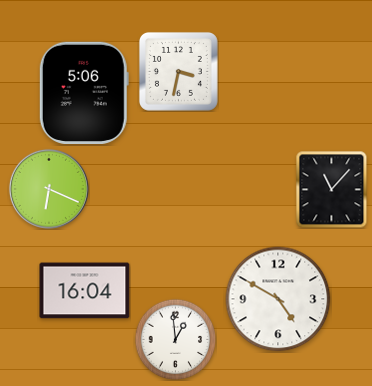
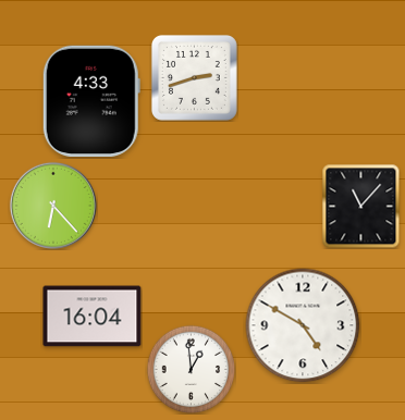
clock at (178, 71): 3:32 -> 2:42
clock at (84, 92): 5:06 -> 4:33
clock at (49, 189): 6:19 -> 6:23
